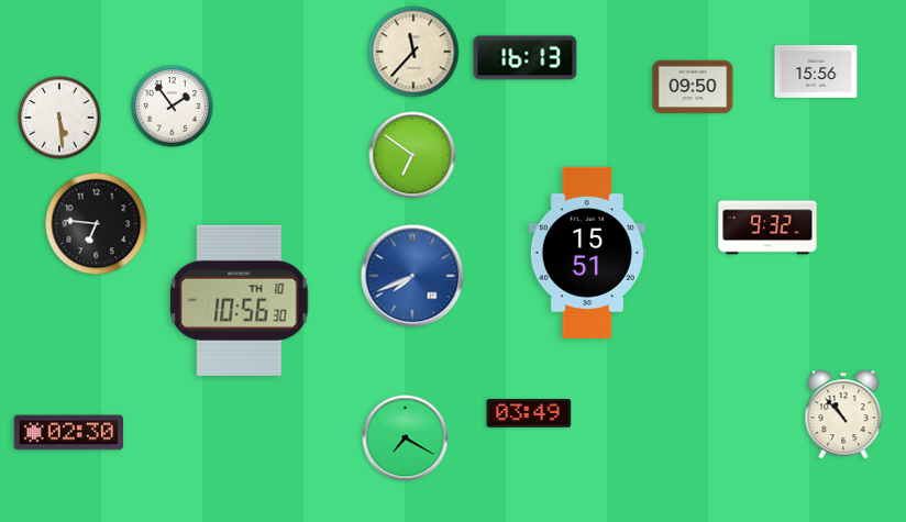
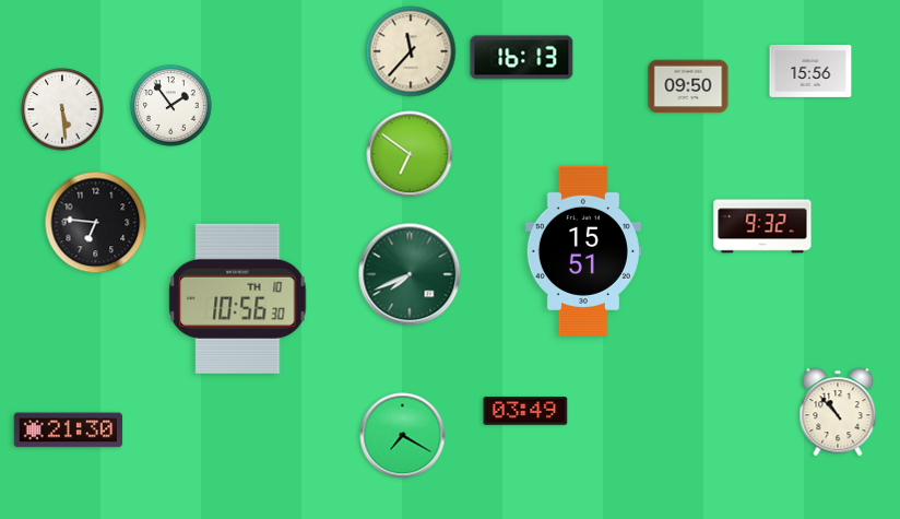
clock at (59, 118) position: (59, 118) -> (62, 109)
clock at (412, 276) dial: blue -> green
clock at (69, 433): 02:30 -> 21:30
